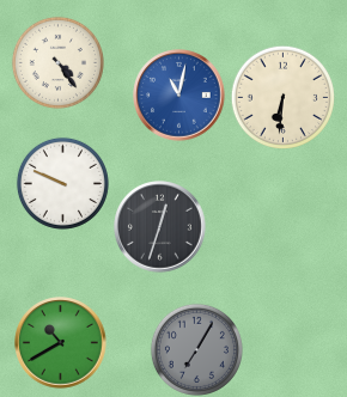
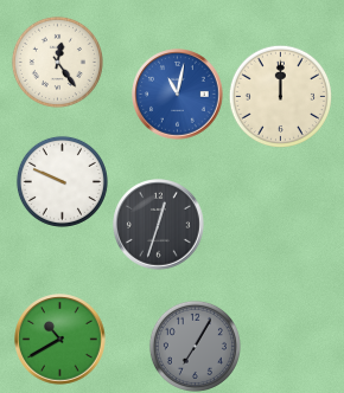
clock at (57, 62): 4:24 -> 12:24
clock at (282, 97): 6:31 -> 12:00
